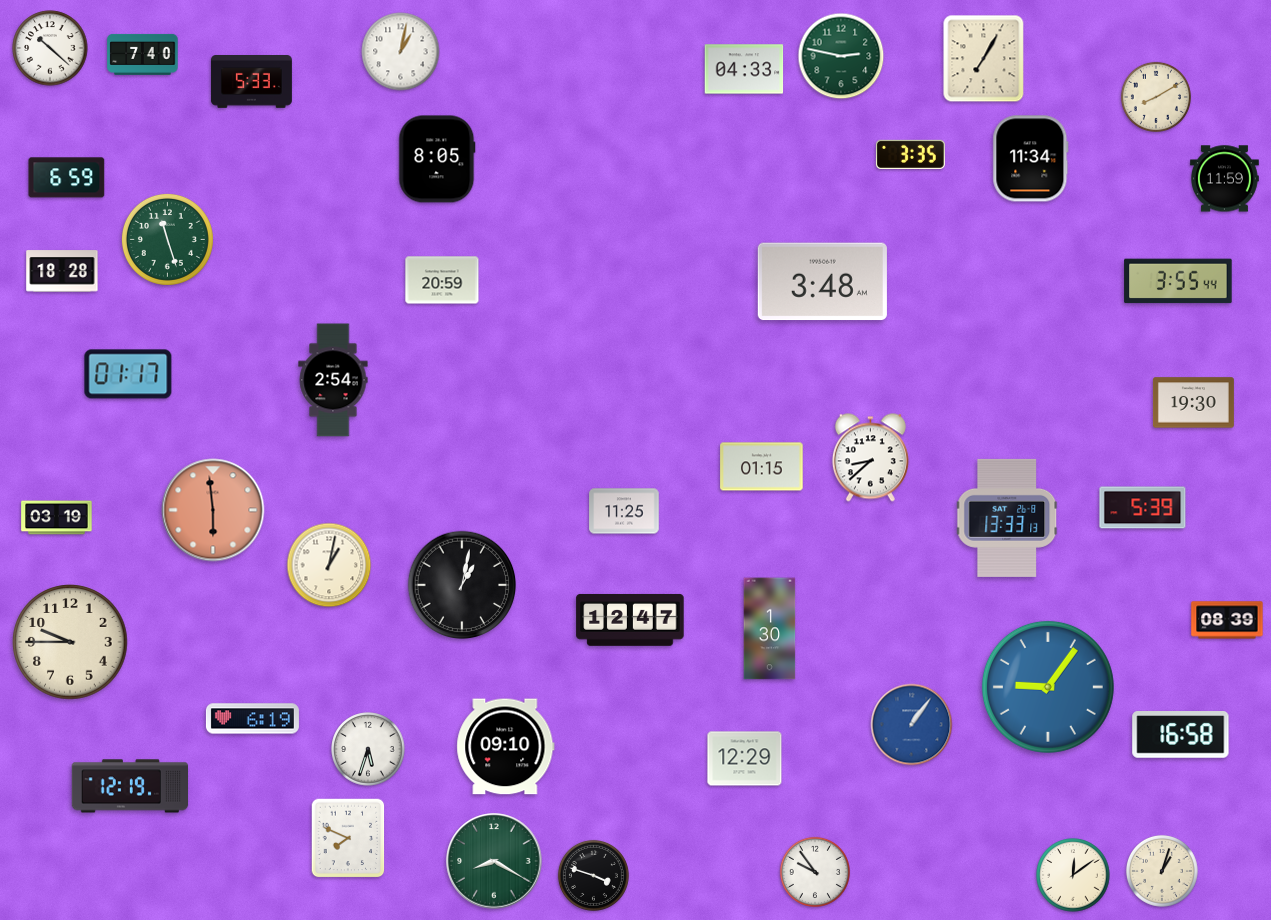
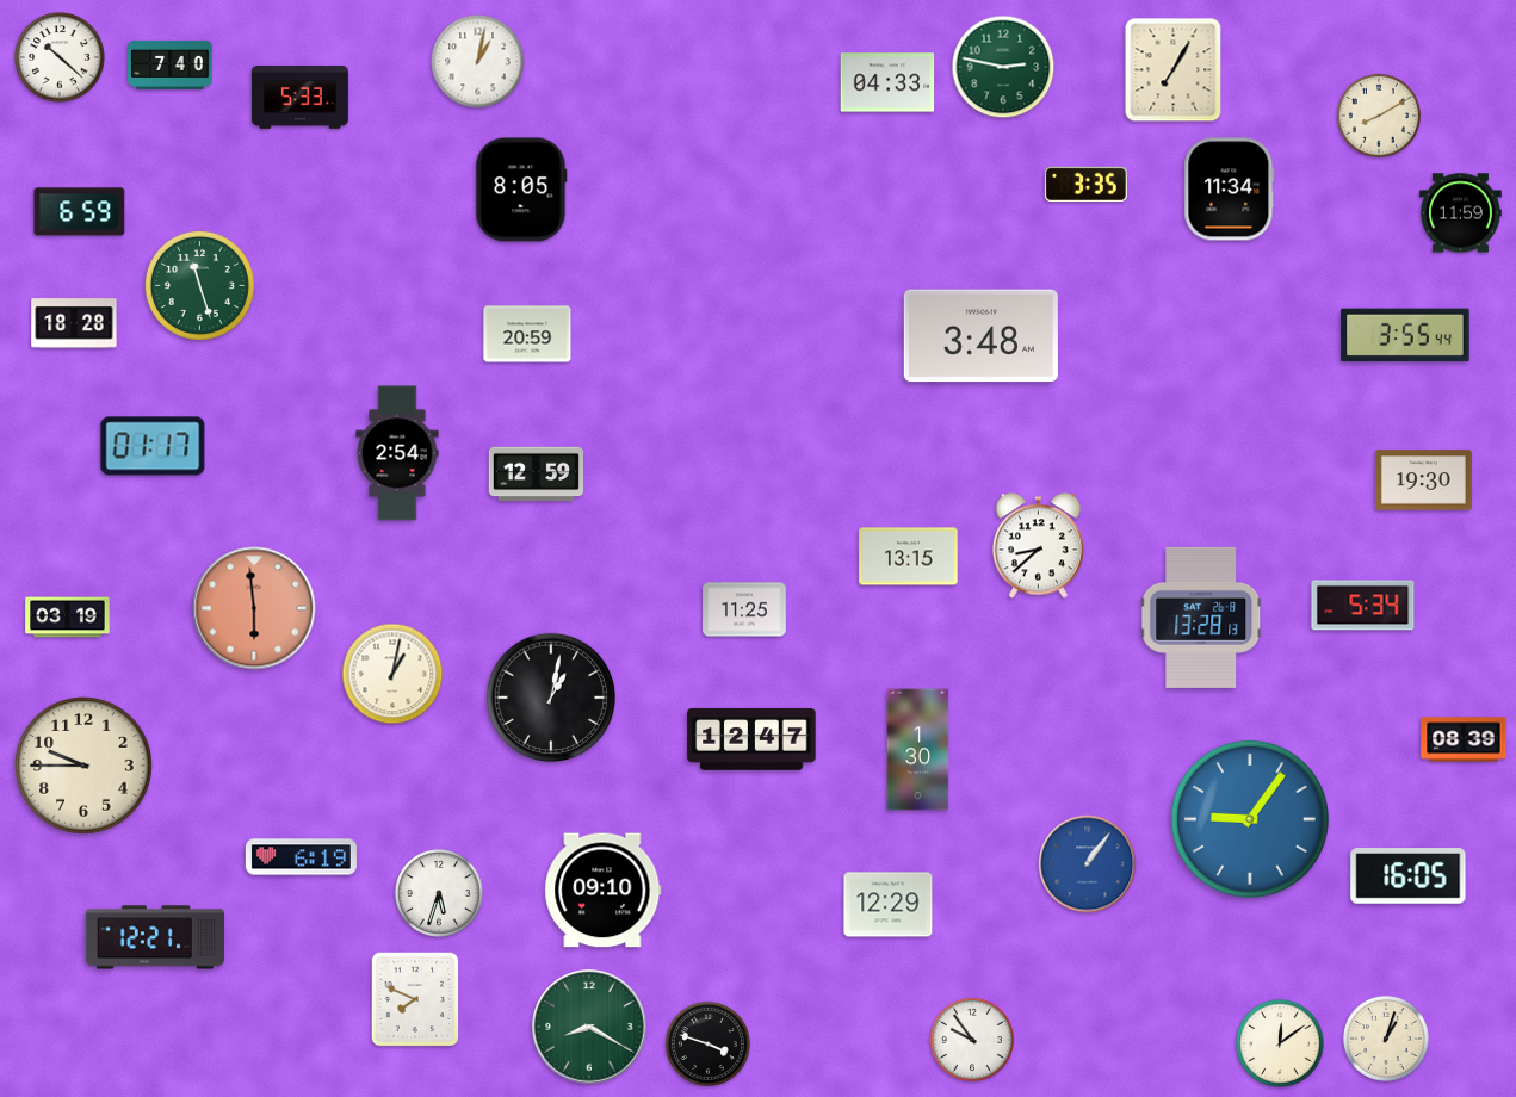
clock at (537, 475): none -> 12:59
clock at (762, 467): 01:15 -> 13:15
clock at (1143, 508): 5:39 -> 5:34
clock at (1007, 518): 13:33 -> 13:28
clock at (1181, 735): 16:58 -> 16:05
clock at (129, 786): 12:19 -> 12:21
